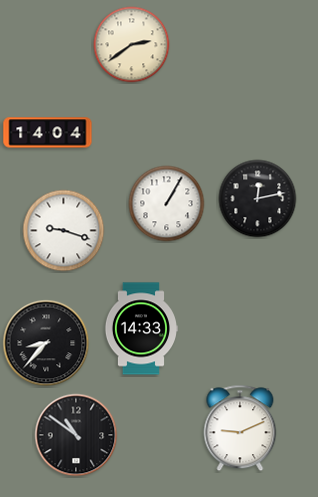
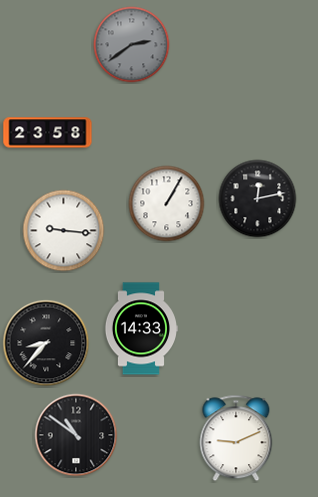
clock at (132, 45) dial: cream -> grey
clock at (48, 133): 14:04 -> 23:58
clock at (64, 231): 9:18 -> 9:16
clock at (240, 428) position: (240, 428) -> (236, 438)
